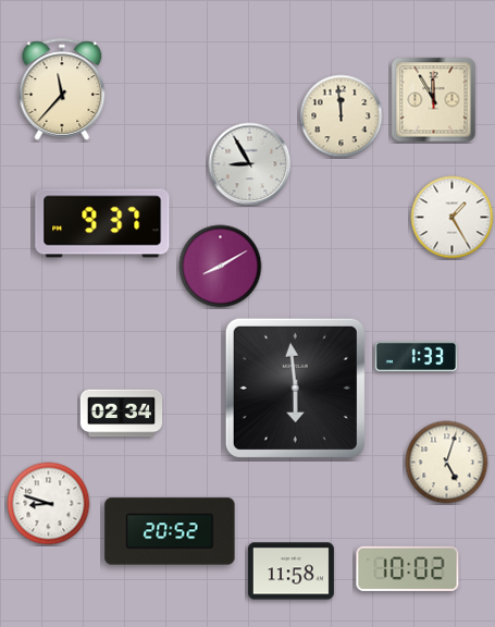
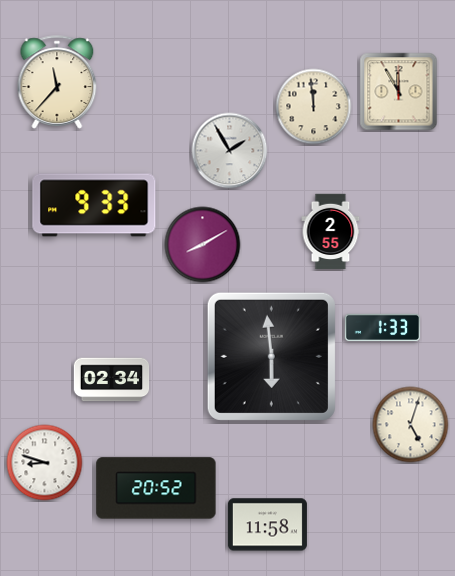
clock at (250, 164): 8:55 -> 1:55
clock at (453, 218): 1:25 -> none
clock at (102, 223): 9:37 -> 9:33
clock at (331, 232): none -> 2:55
clock at (408, 568): 10:02 -> none
